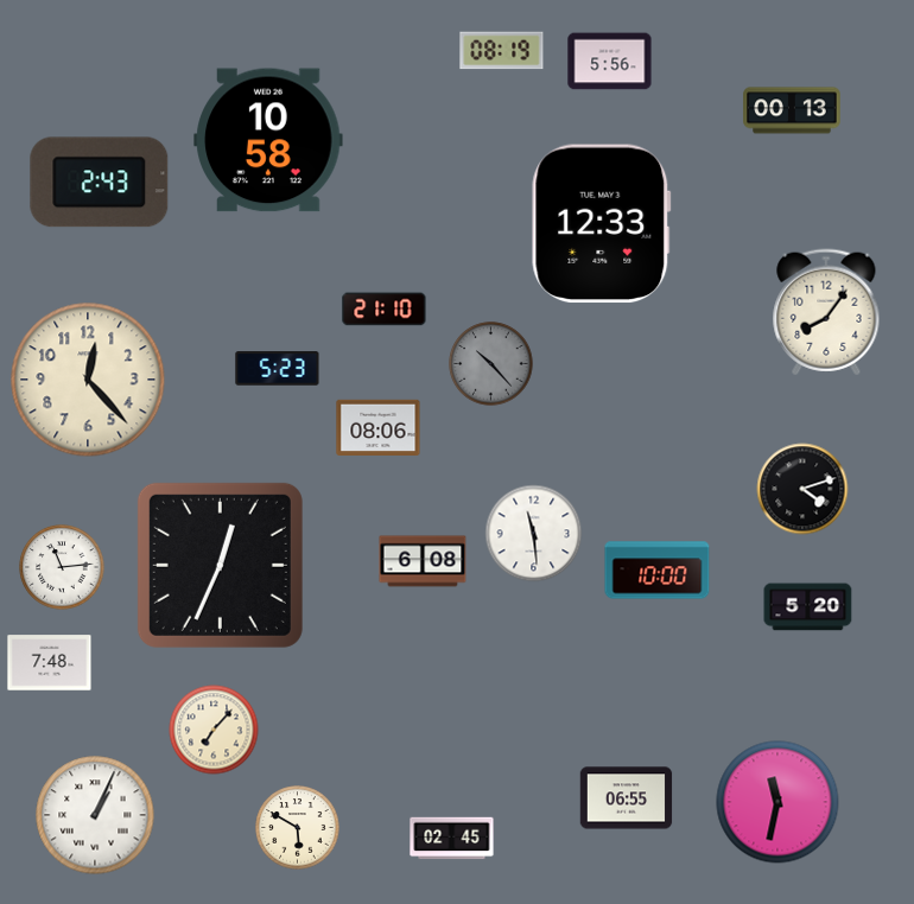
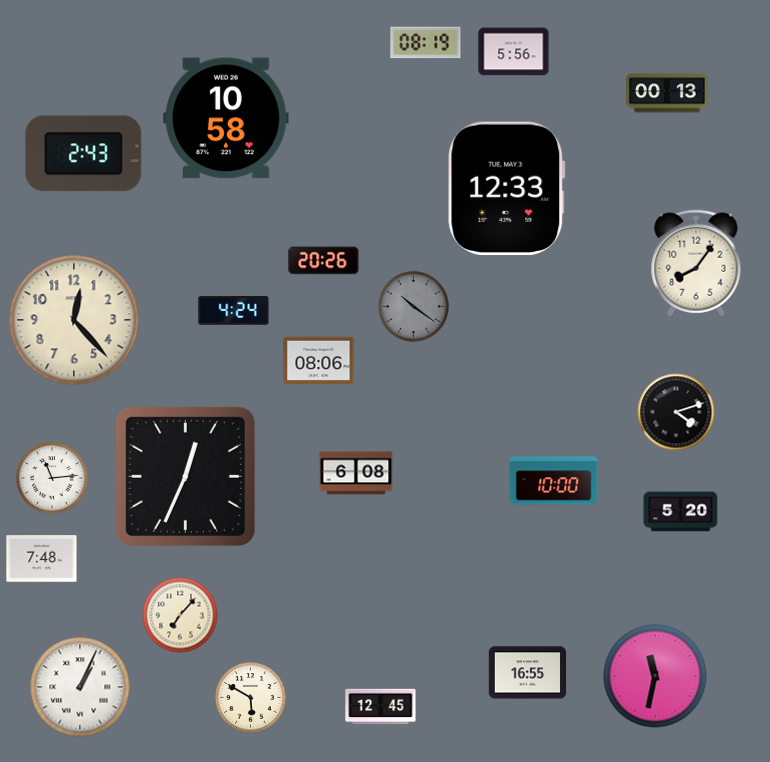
clock at (502, 51) position: (502, 51) -> (426, 43)
clock at (385, 310): 21:10 -> 20:26
clock at (491, 364): 10:23 -> 10:21
clock at (278, 369): 5:23 -> 4:24
clock at (534, 534): 11:29 -> none
clock at (627, 798): 06:55 -> 16:55
clock at (452, 839): 02:45 -> 12:45
